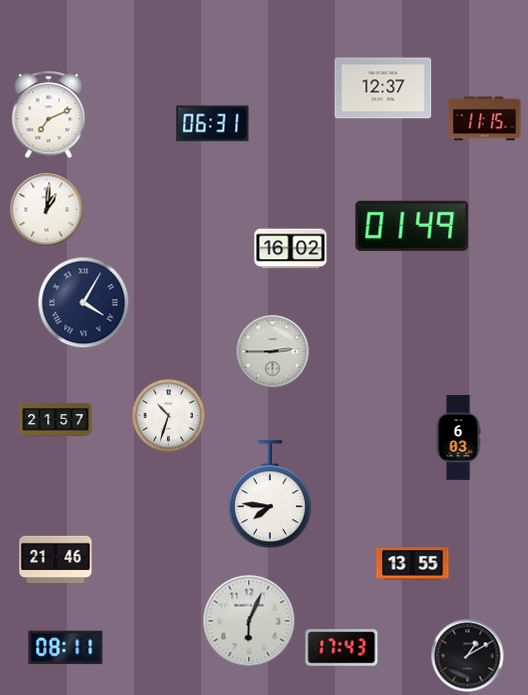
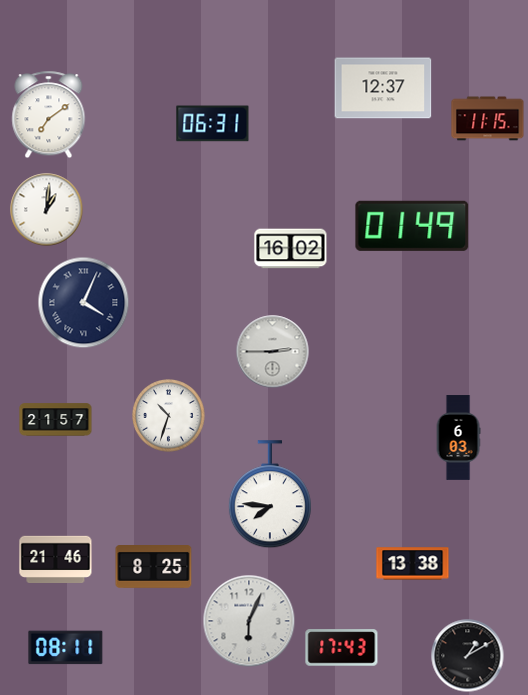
clock at (49, 115): 7:11 -> 7:09
clock at (485, 119) position: (485, 119) -> (488, 119)
clock at (84, 303): 4:05 -> 4:04
clock at (413, 564): 13:55 -> 13:38
clock at (154, 567): none -> 8:25
